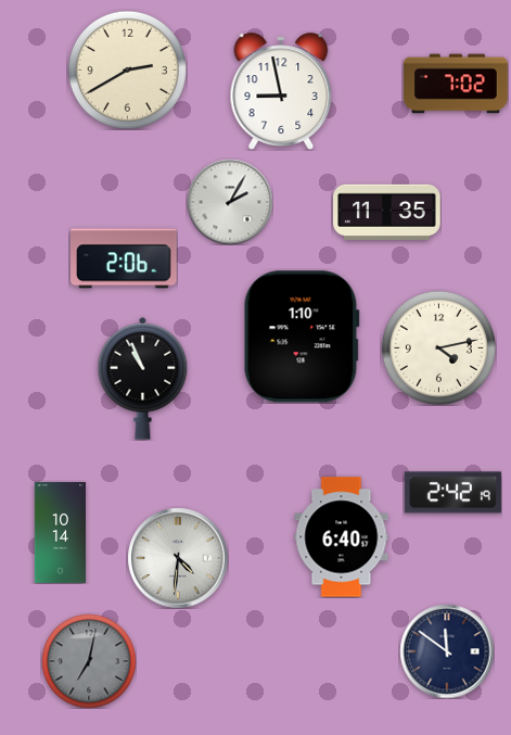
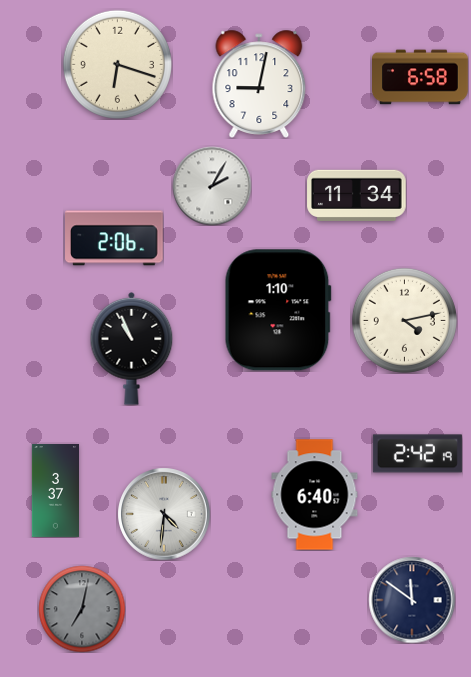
clock at (127, 69): 2:40 -> 6:18
clock at (457, 84): 7:02 -> 6:58
clock at (281, 91): 8:58 -> 9:02
clock at (387, 212): 11:35 -> 11:34
clock at (60, 532): 10:14 -> 3:37
